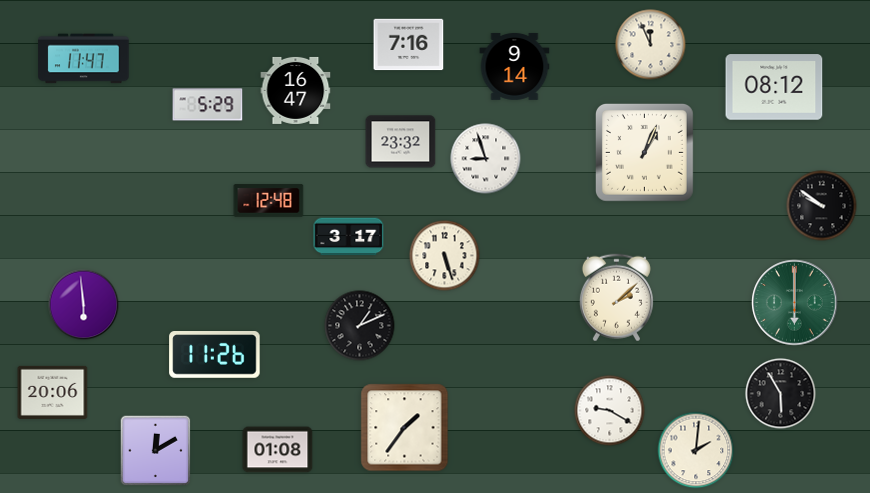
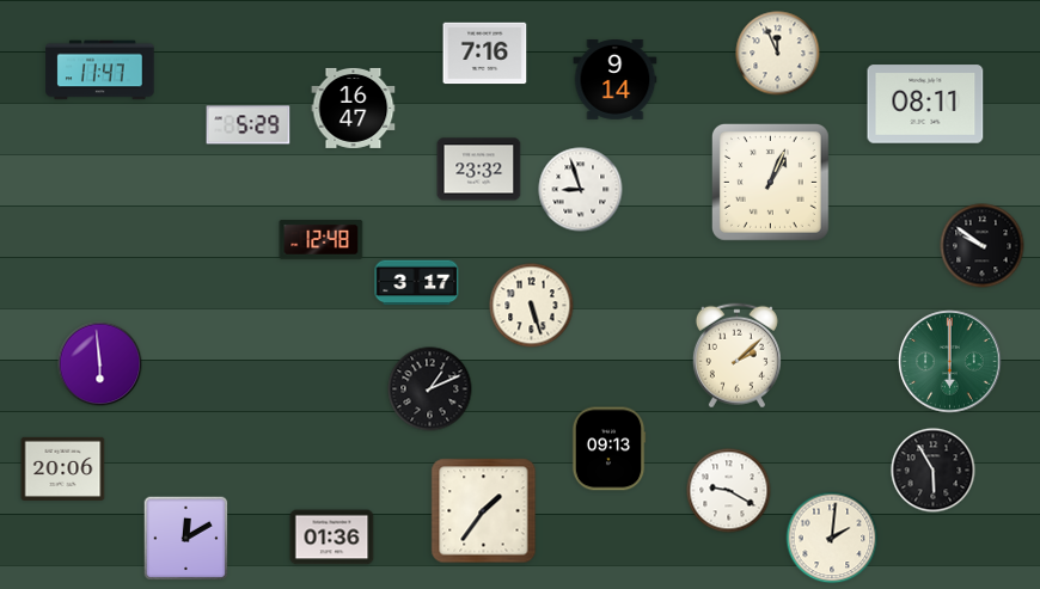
clock at (409, 45) position: (409, 45) -> (485, 54)
clock at (774, 87): 08:12 -> 08:11
clock at (215, 355): 11:26 -> none
clock at (608, 449): none -> 09:13
clock at (278, 450): 01:08 -> 01:36
